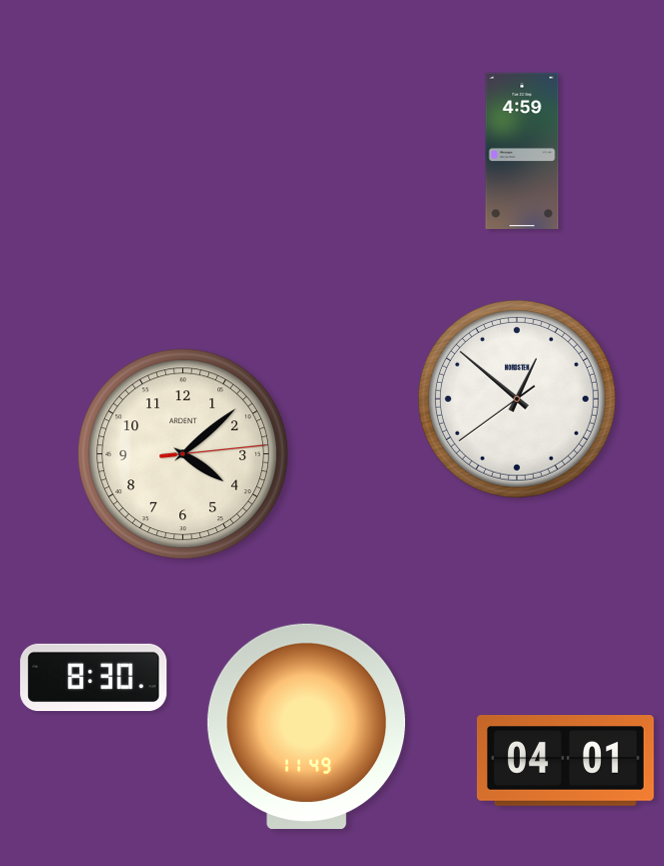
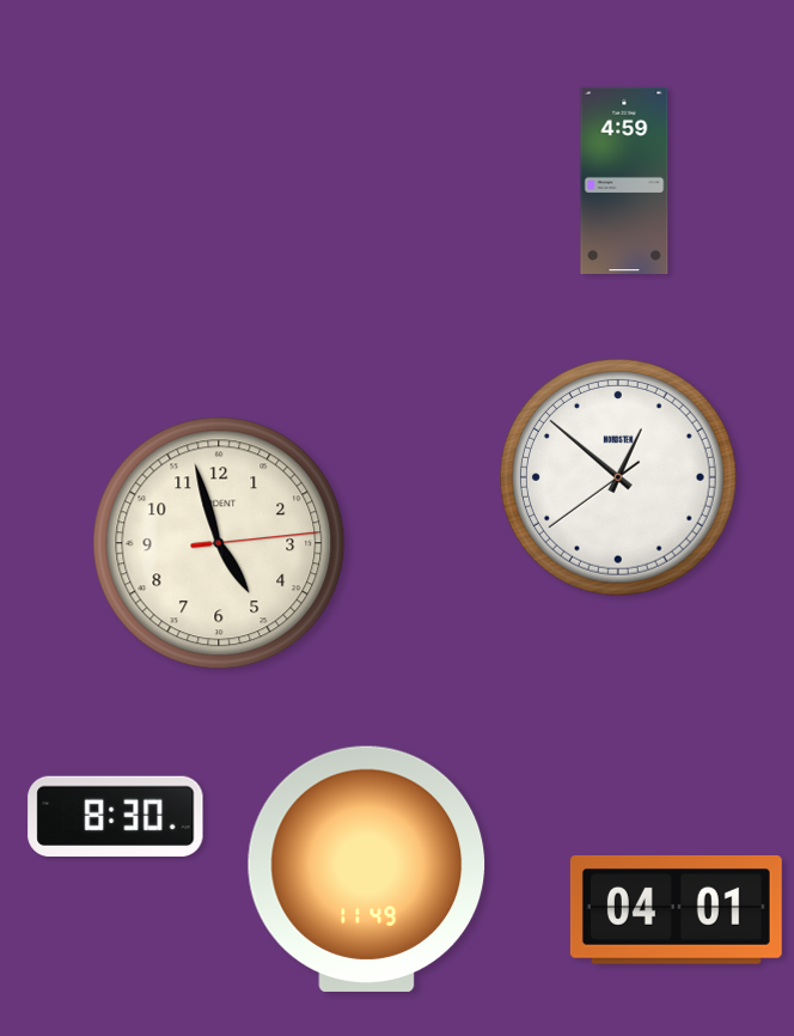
clock at (183, 454): 4:08 -> 4:57
clock at (94, 677) position: (94, 677) -> (116, 816)
